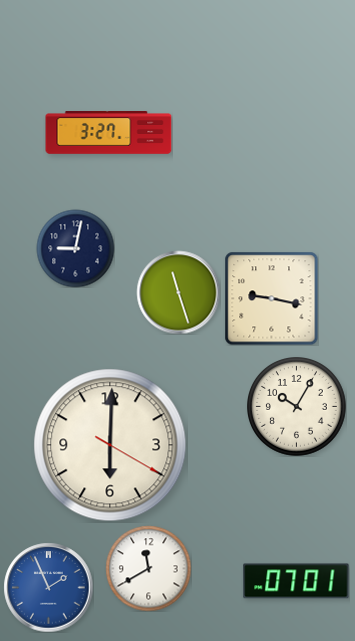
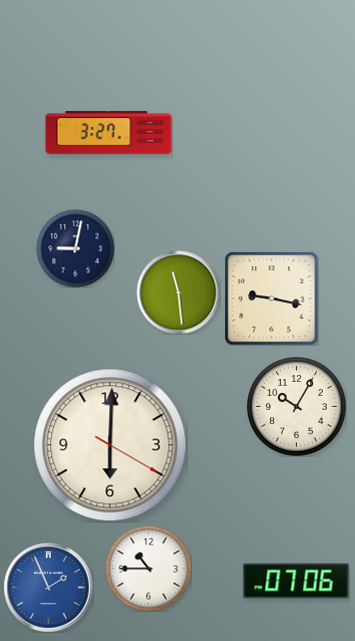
clock at (178, 292): 11:27 -> 11:29
clock at (148, 568): 11:40 -> 10:45
clock at (296, 581): 07:01 -> 07:06
